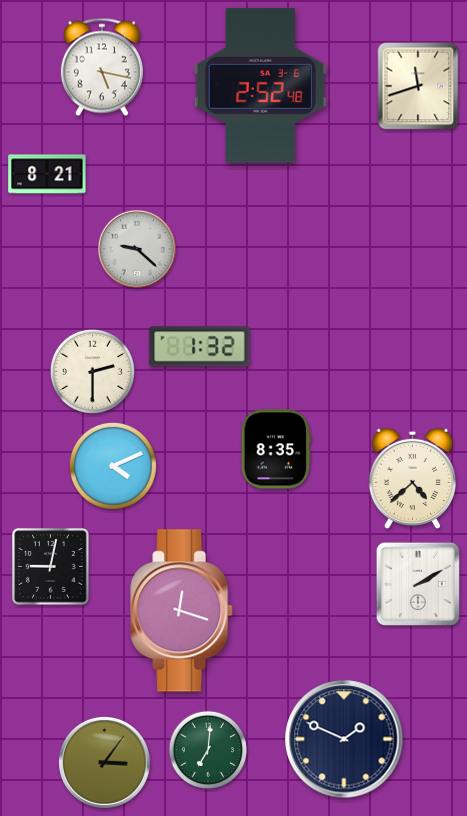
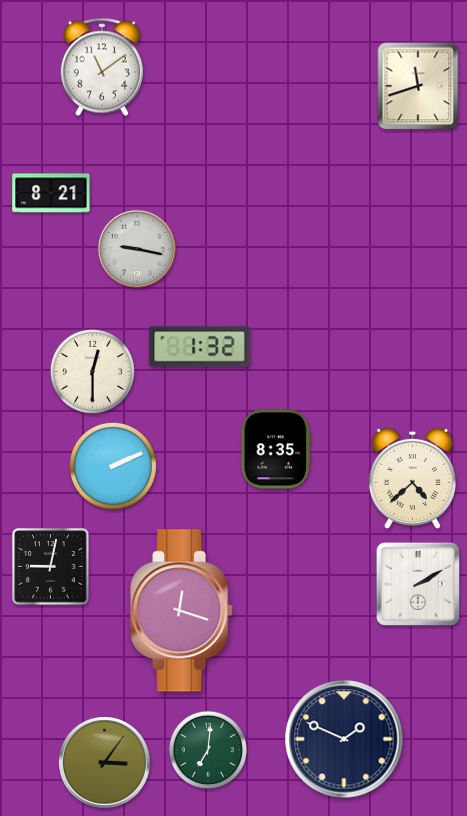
clock at (102, 67): 5:17 -> 11:09
clock at (260, 85): 2:52 -> none
clock at (47, 174) position: (47, 174) -> (51, 193)
clock at (137, 249): 9:22 -> 9:17
clock at (92, 371): 2:30 -> 12:30
clock at (113, 466): 4:11 -> 2:11
